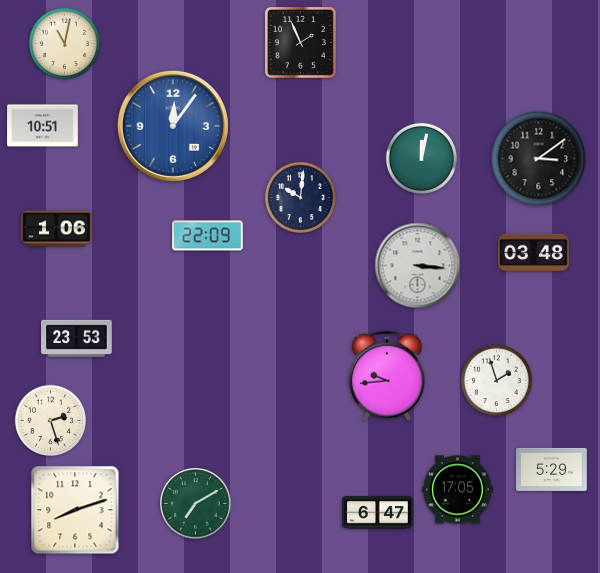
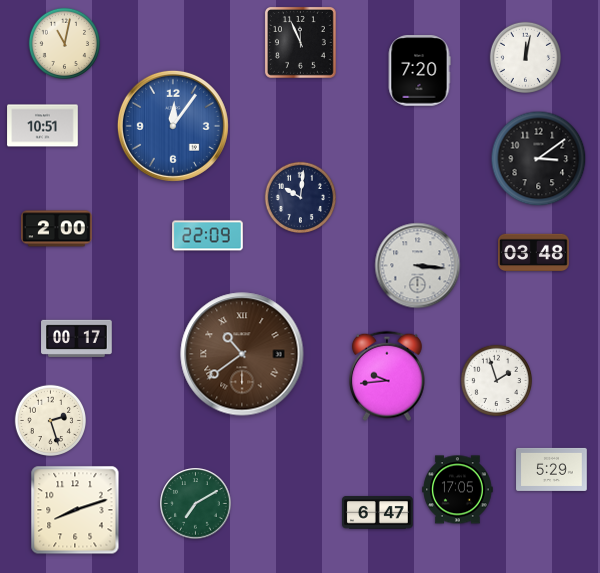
clock at (300, 42): 1:56 -> 11:56
clock at (525, 57): none -> 12:02
clock at (419, 71): none -> 7:20
clock at (421, 158): 12:02 -> none
clock at (57, 229): 1:06 -> 2:00
clock at (77, 338): 23:53 -> 00:17
clock at (242, 354): none -> 10:39
